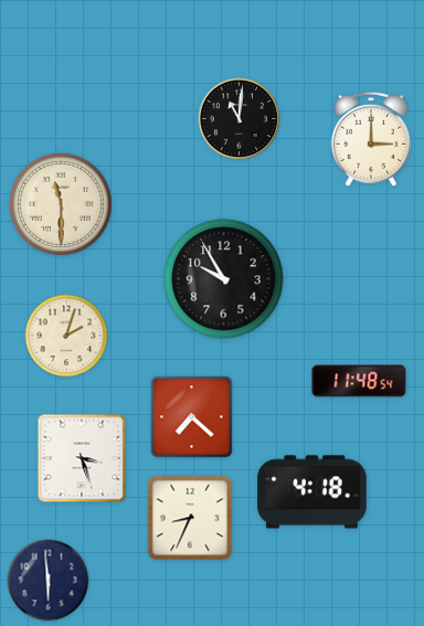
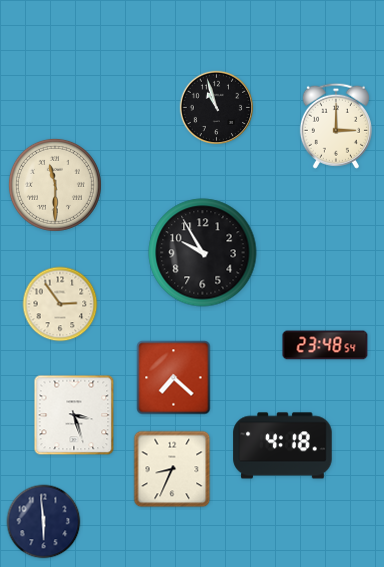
clock at (240, 119): 11:01 -> 10:57
clock at (66, 336): 2:03 -> 2:54
clock at (359, 381): 11:48 -> 23:48
clock at (49, 581) position: (49, 581) -> (44, 522)
